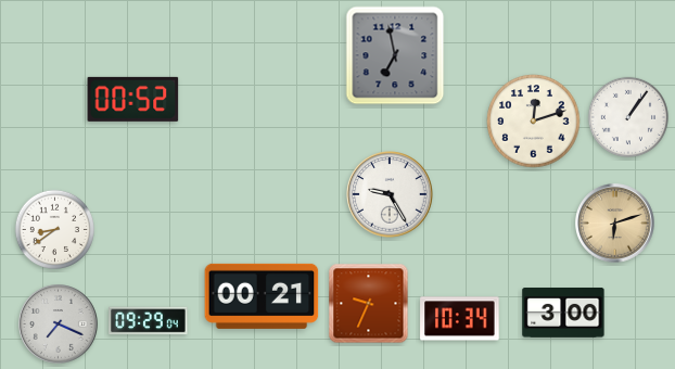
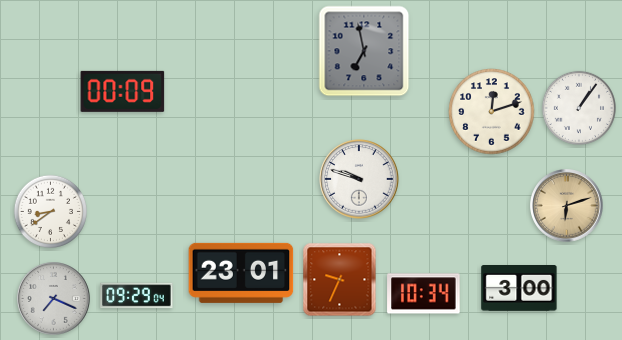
clock at (133, 99): 00:52 -> 00:09
clock at (390, 194): 9:25 -> 9:48
clock at (262, 296): 00:21 -> 23:01
